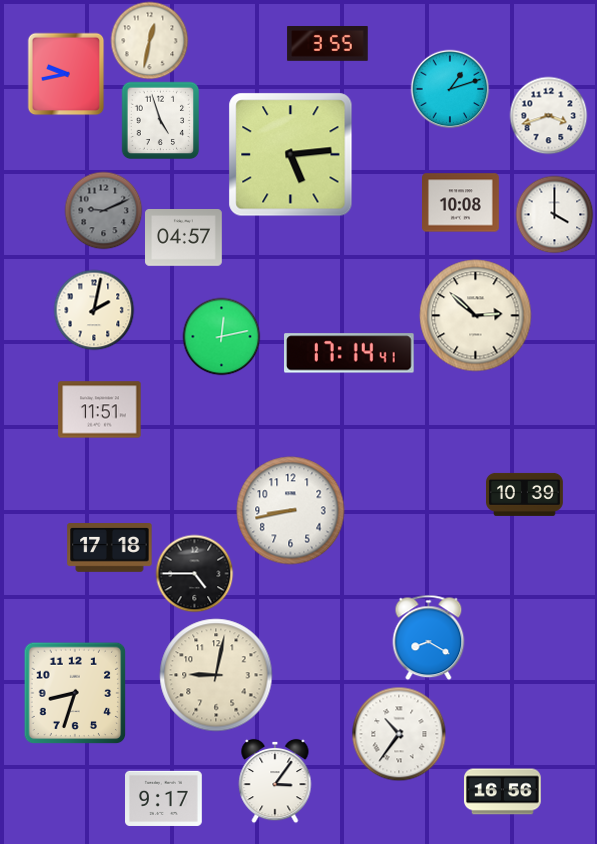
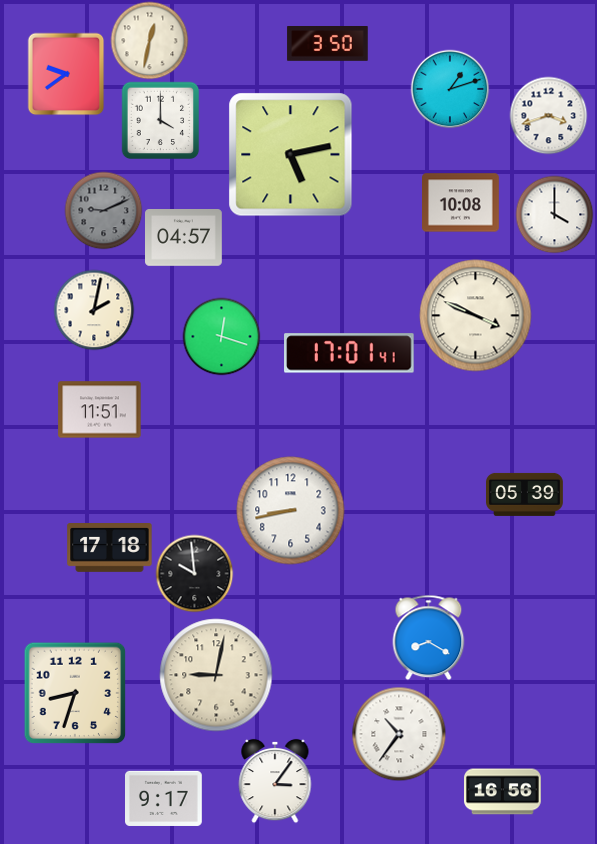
clock at (328, 44): 3:55 -> 3:50
clock at (66, 74): 9:43 -> 9:39
clock at (160, 120): 4:57 -> 4:00
clock at (291, 155): 5:14 -> 5:13
clock at (476, 316): 2:52 -> 3:49
clock at (221, 336): 12:13 -> 12:18
clock at (349, 353): 17:14 -> 17:01
clock at (525, 494): 10:39 -> 05:39
clock at (194, 573): 4:45 -> 9:59
